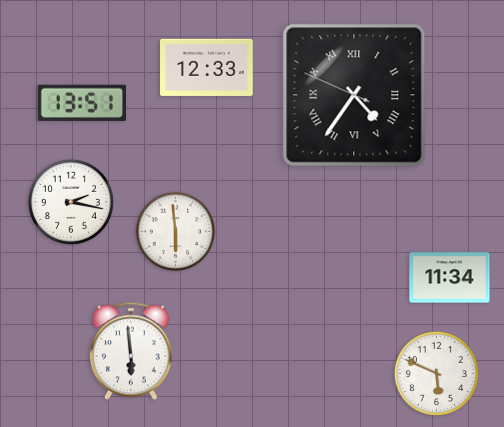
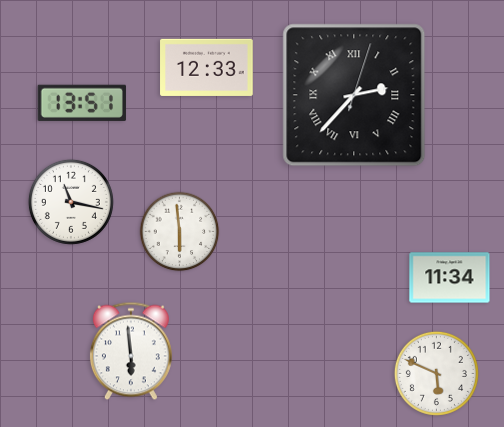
clock at (354, 95): 4:35 -> 2:37
clock at (71, 202): 2:17 -> 11:17
clock at (176, 232) position: (176, 232) -> (180, 232)
